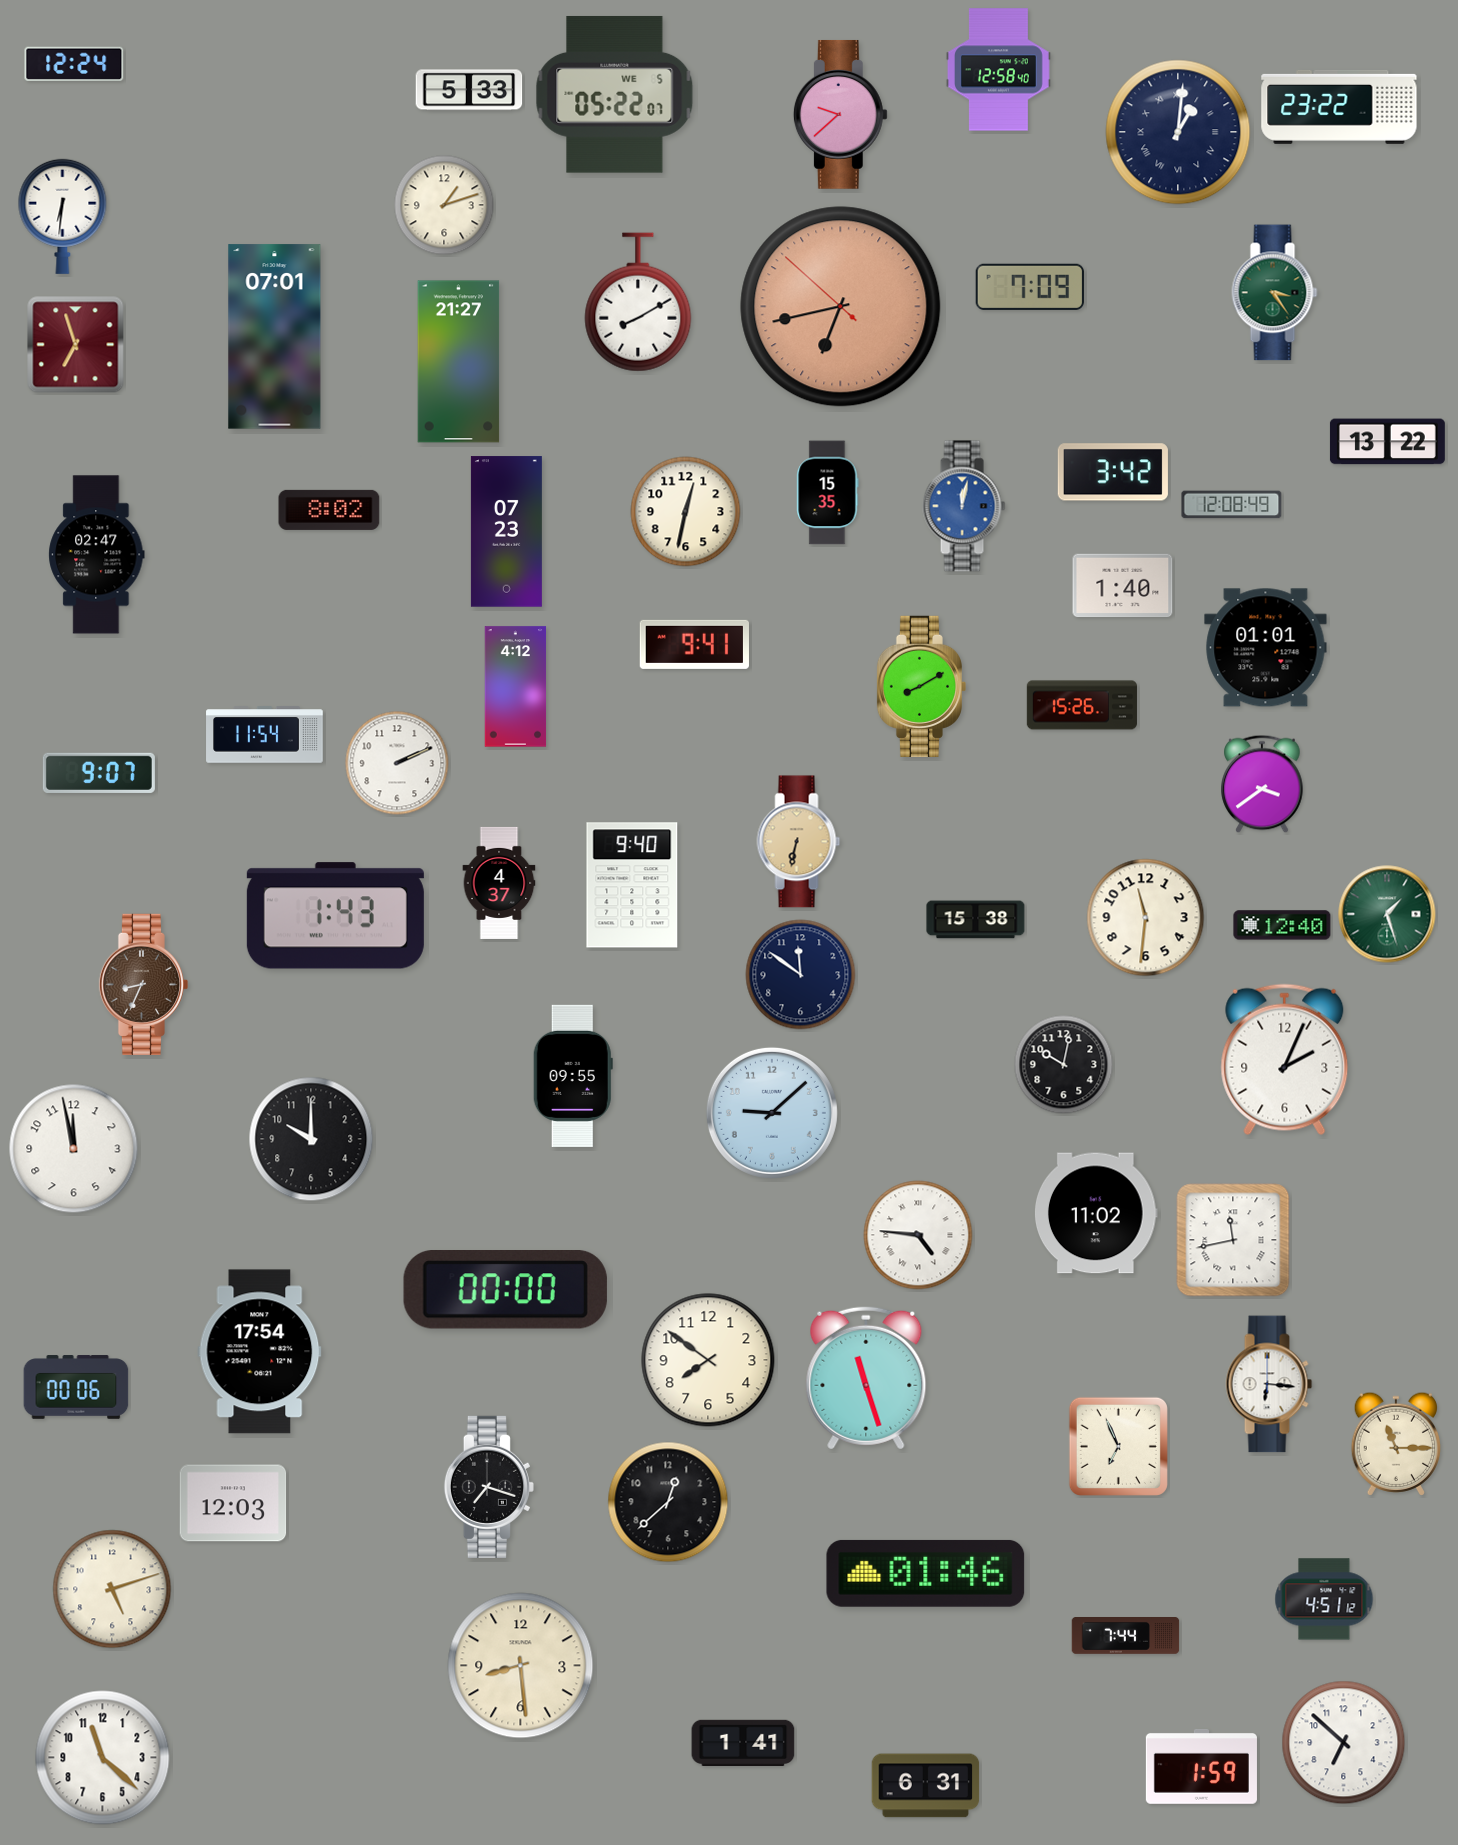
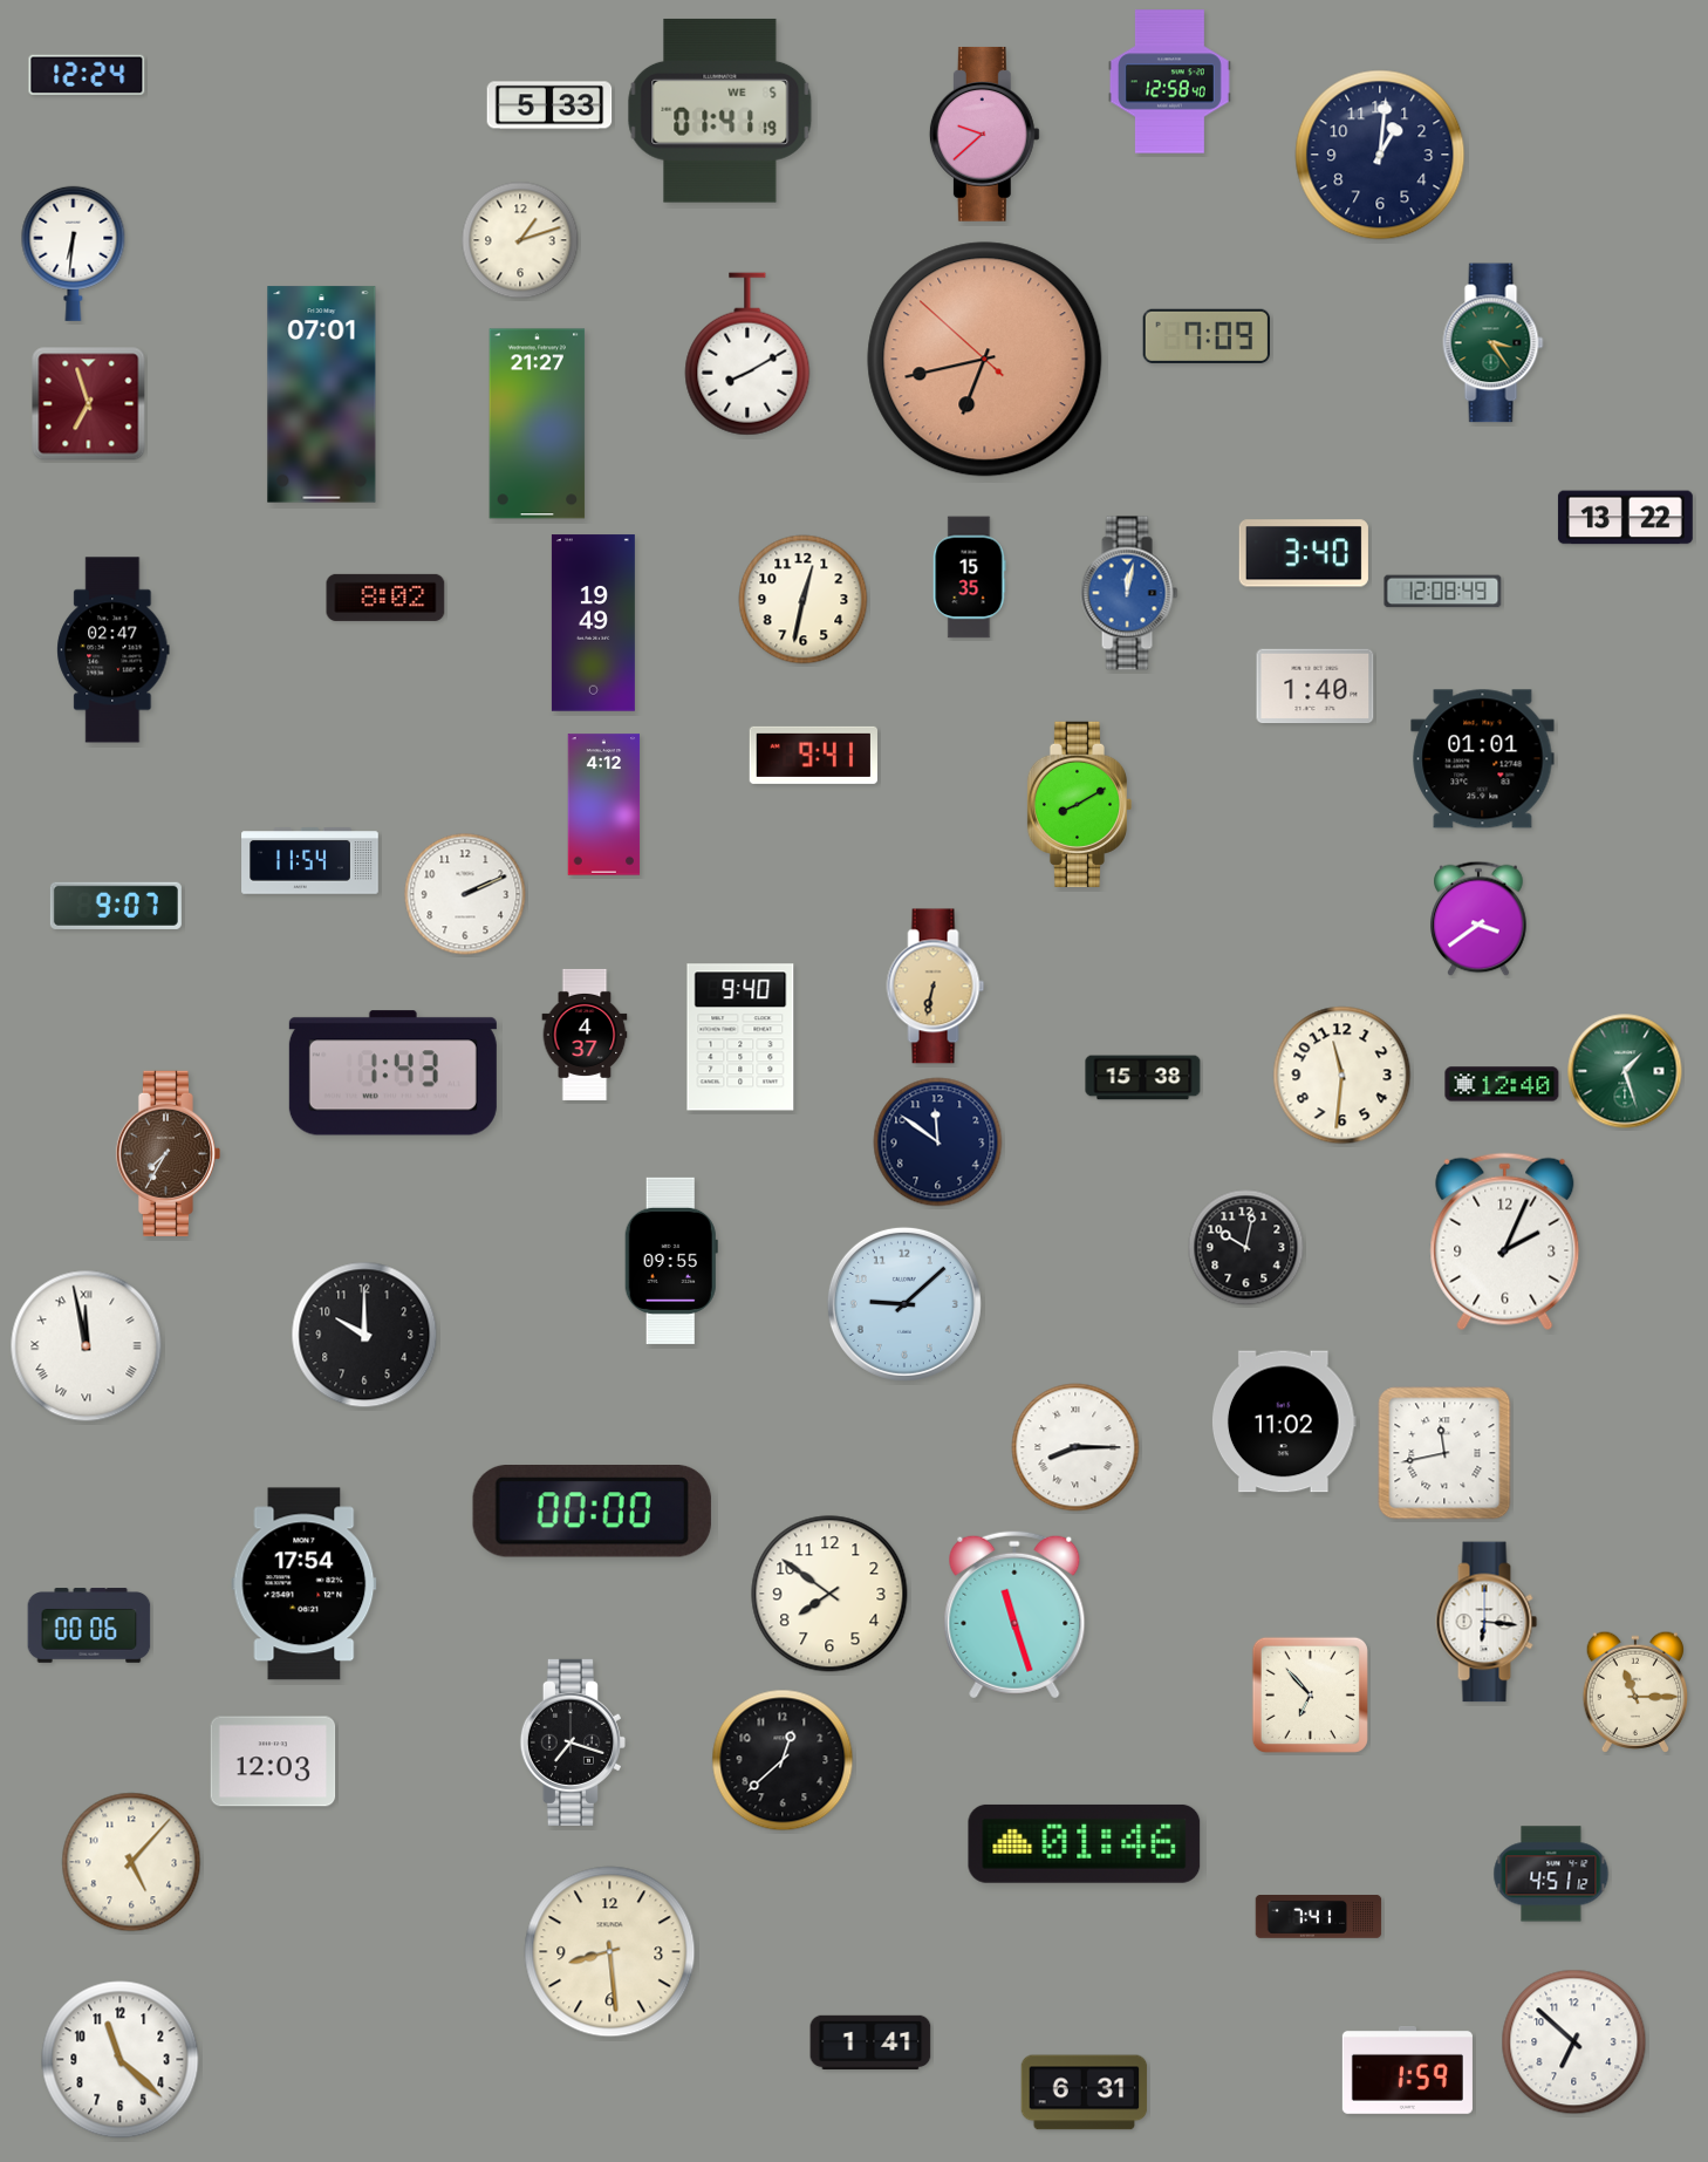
clock at (615, 95): 05:22 -> 01:41
clock at (1339, 107): 23:22 -> none
clock at (1178, 132) numerals: Roman -> Arabic
clock at (1113, 472): 3:42 -> 3:40
clock at (506, 532): 07:23 -> 19:49
clock at (1082, 705): 15:26 -> none
clock at (143, 984): 8:34 -> 7:35
clock at (74, 1149) numerals: Arabic -> Roman
clock at (918, 1235): 4:46 -> 8:15
clock at (1118, 1446): 6:56 -> 6:53
clock at (112, 1589): 5:12 -> 5:07
clock at (1126, 1636): 7:44 -> 7:41
